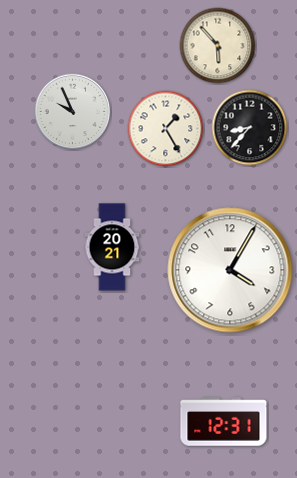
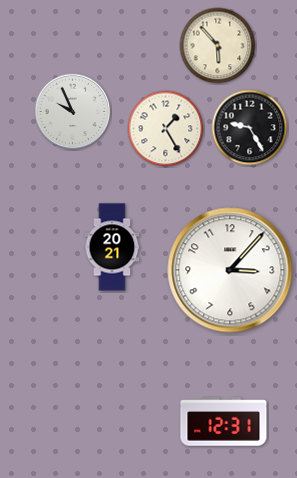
clock at (250, 128): 8:37 -> 9:25
clock at (230, 270): 4:05 -> 3:07
